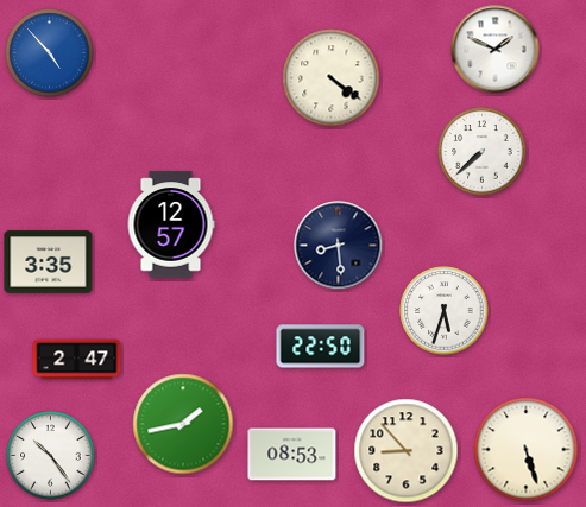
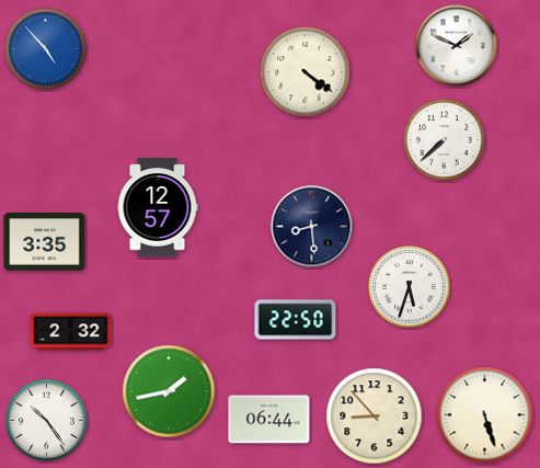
clock at (77, 360): 2:47 -> 2:32
clock at (292, 455): 08:53 -> 06:44
